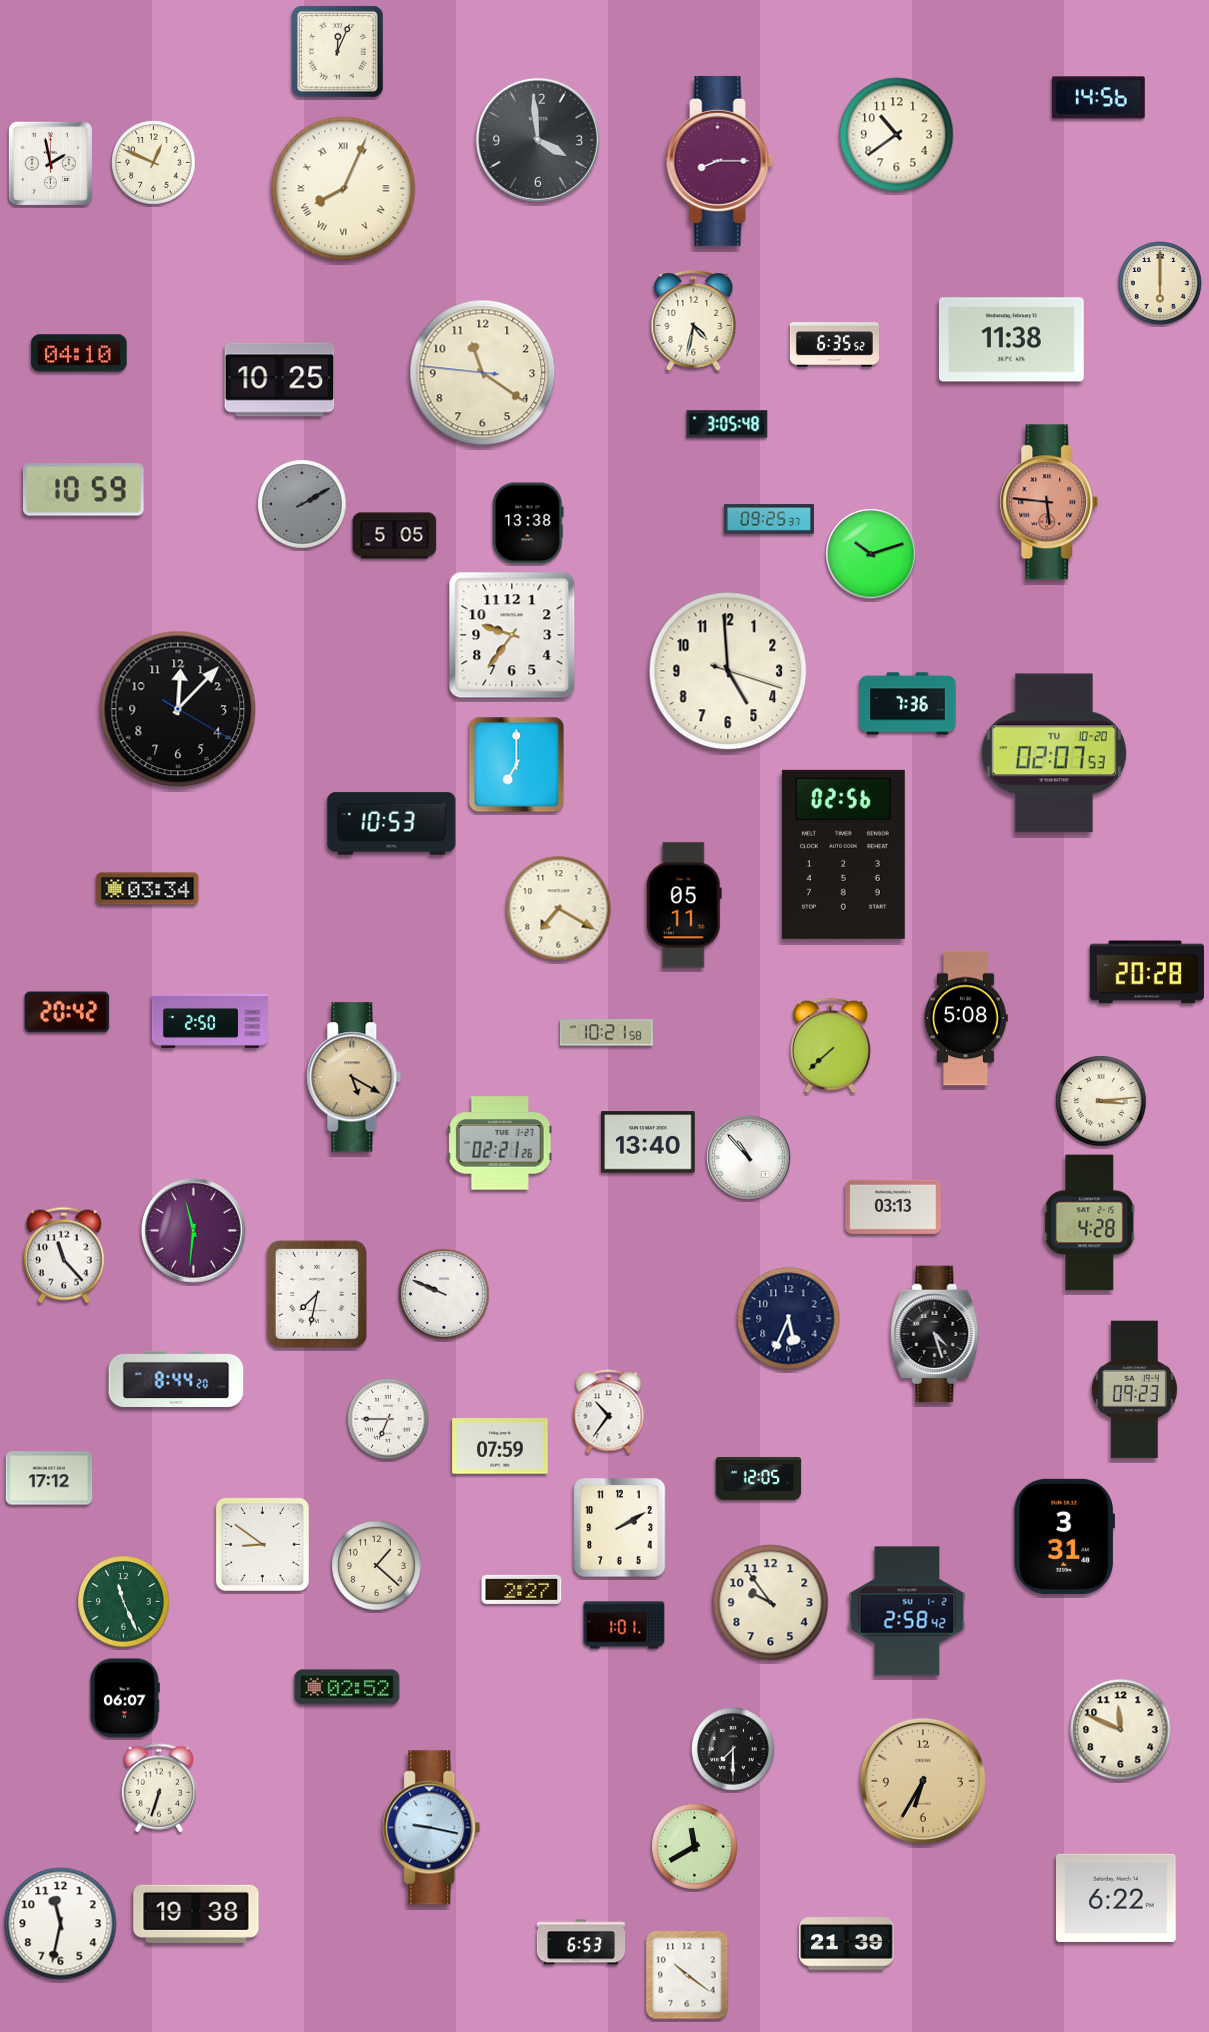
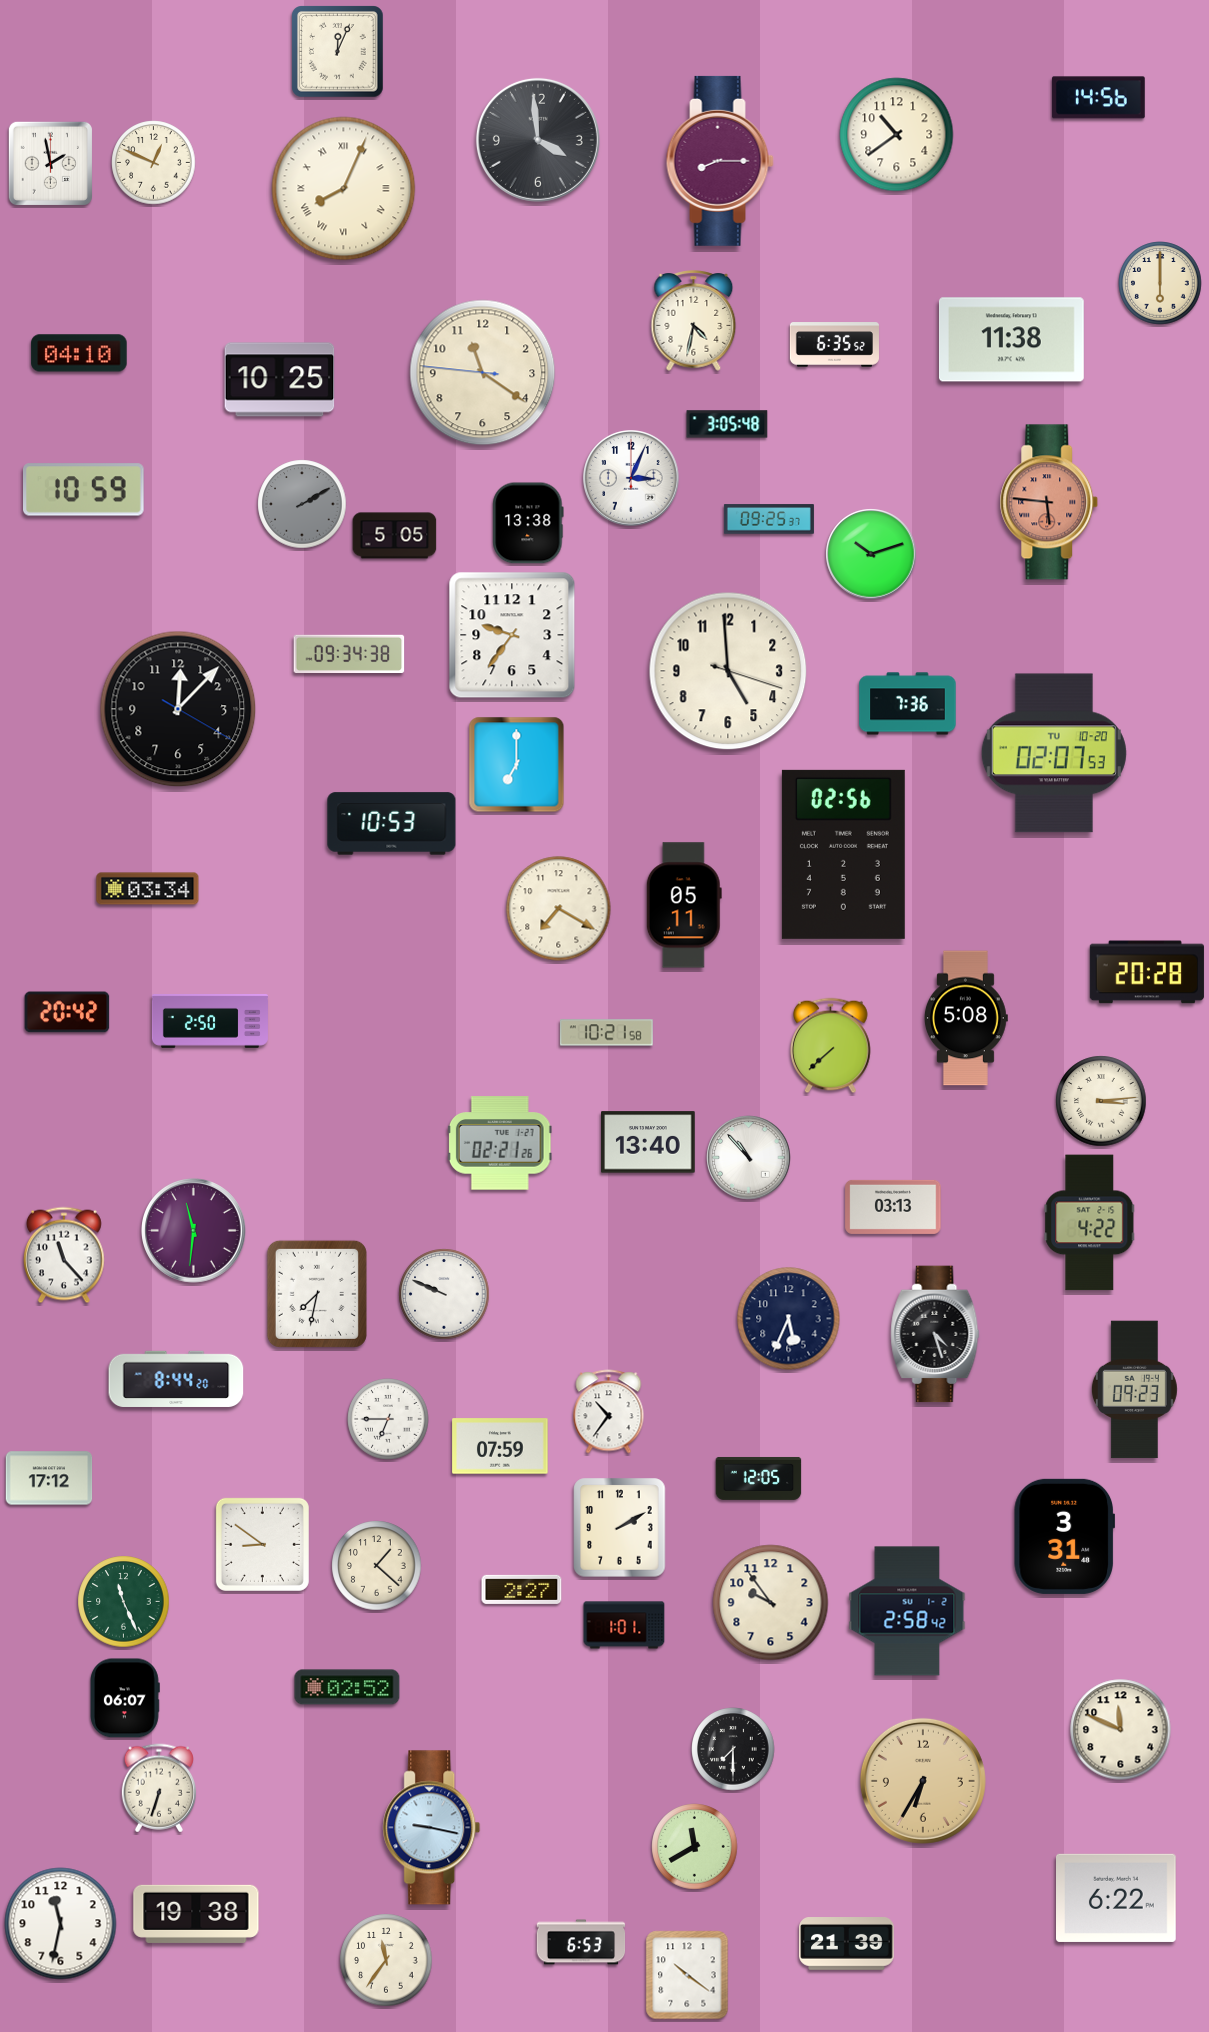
clock at (631, 478): none -> 3:04
clock at (349, 653): none -> 09:34
clock at (354, 1077): 5:20 -> none
clock at (1090, 1223): 4:28 -> 4:22
clock at (386, 1960): none -> 11:36
